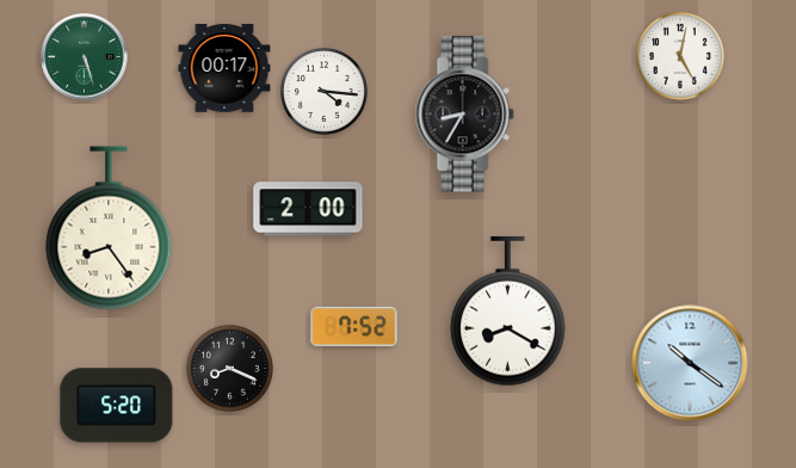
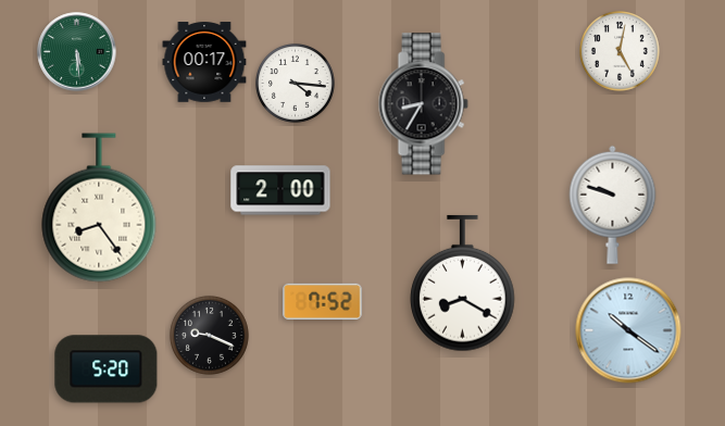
clock at (85, 57): 5:27 -> 5:29
clock at (613, 204): none -> 9:48
clock at (354, 326) position: (354, 326) -> (323, 301)
clock at (230, 369): 8:19 -> 9:19
